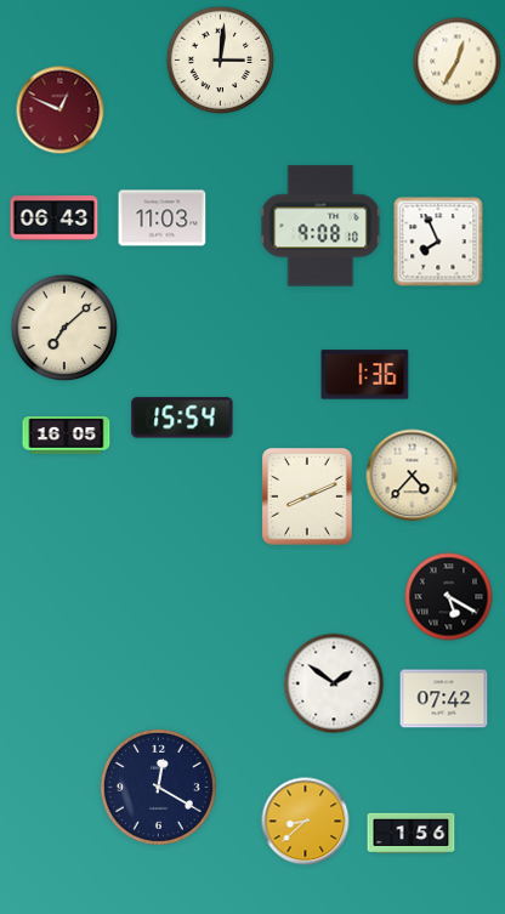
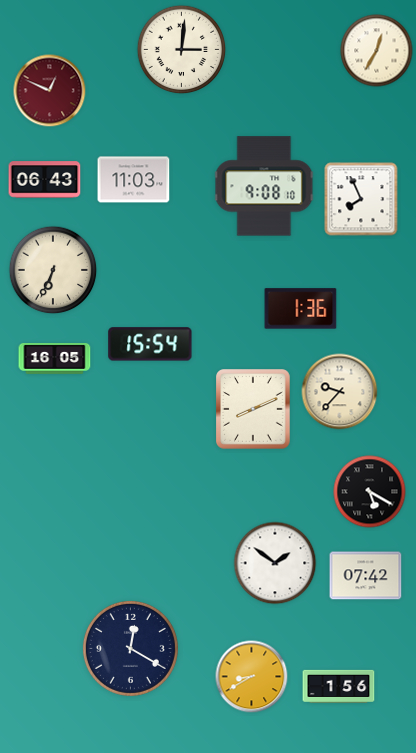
clock at (64, 328): 7:08 -> 6:34
clock at (413, 476): 4:37 -> 9:37
clock at (306, 822): 8:38 -> 8:40
